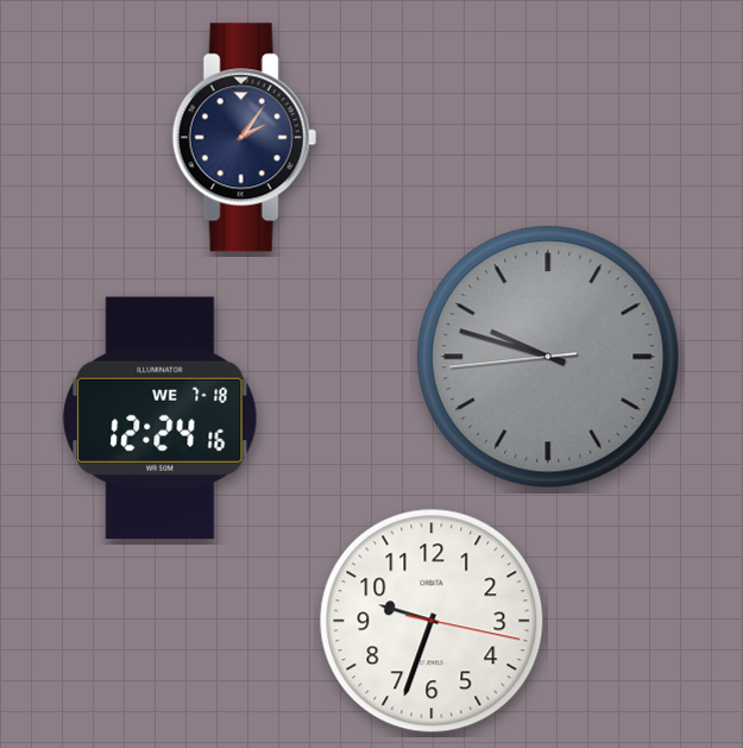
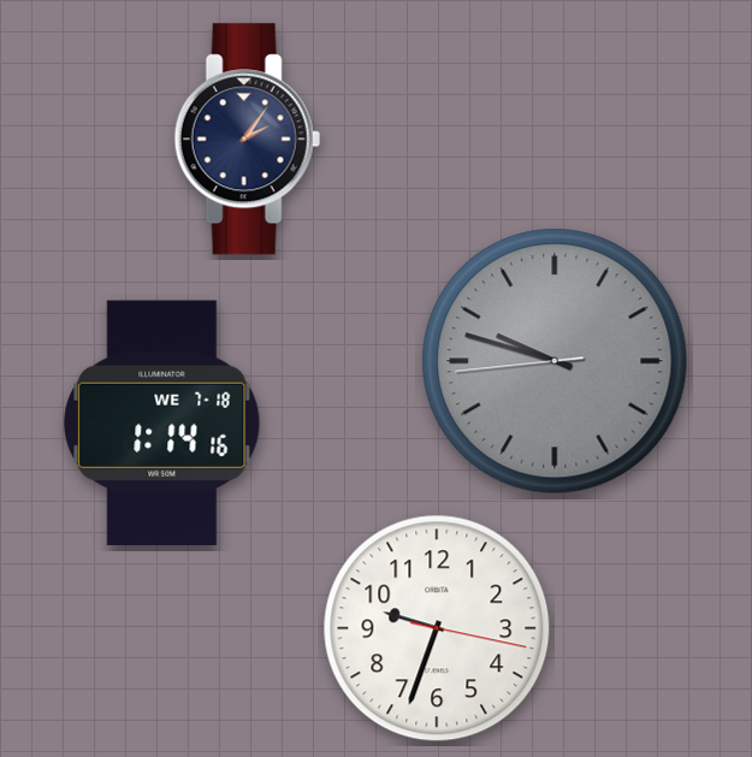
clock at (160, 419): 12:24 -> 1:14
